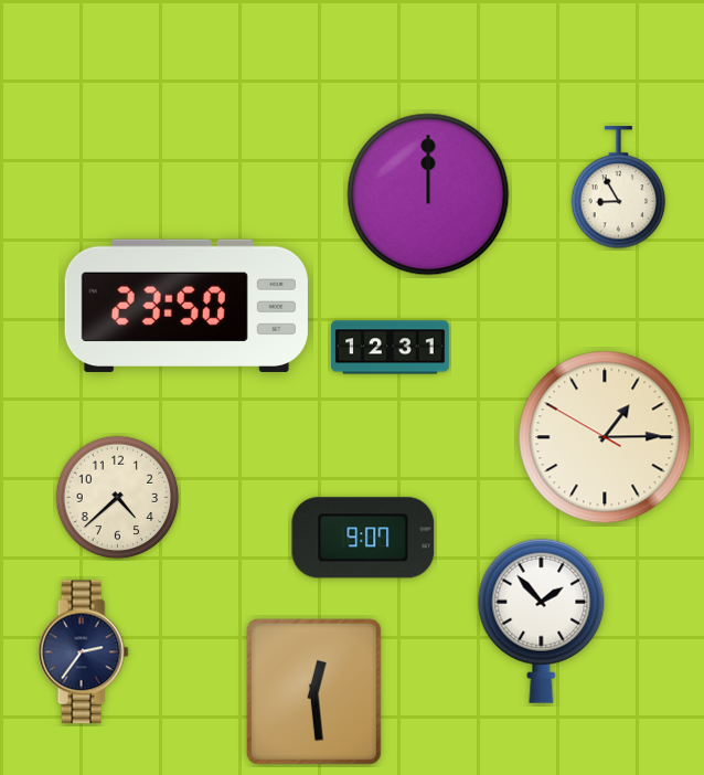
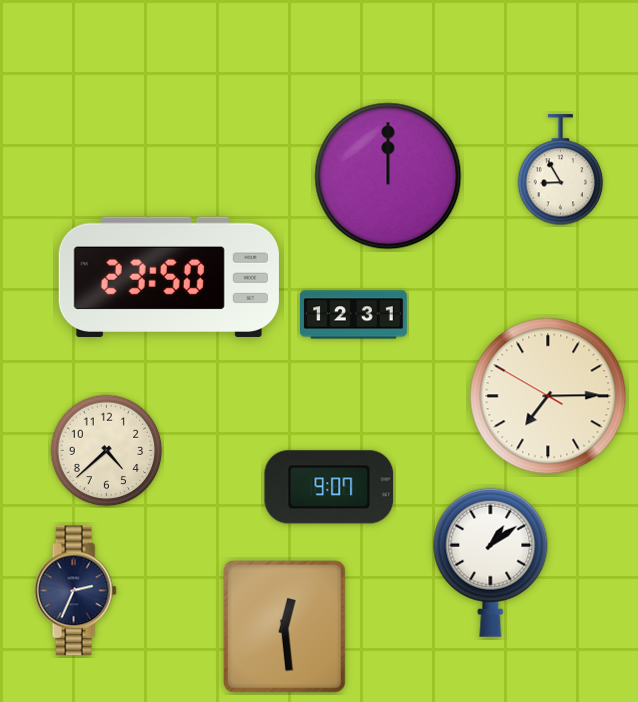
clock at (605, 437): 1:14 -> 7:14
clock at (542, 620): 1:53 -> 1:09
clock at (83, 652): 2:36 -> 2:34
